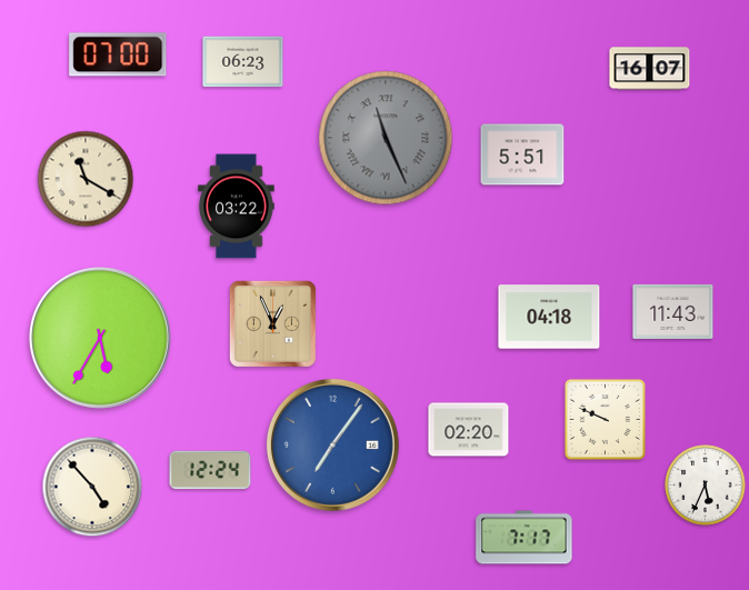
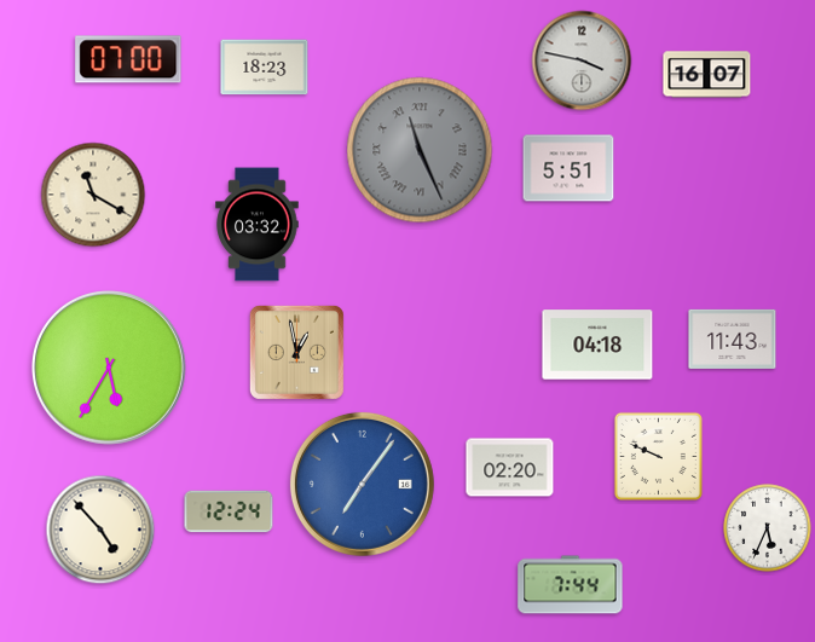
clock at (582, 60): none -> 3:47
clock at (243, 62): 06:23 -> 18:23
clock at (237, 207): 03:22 -> 03:32
clock at (272, 323): 12:56 -> 12:58
clock at (525, 538): 7:17 -> 7:44
